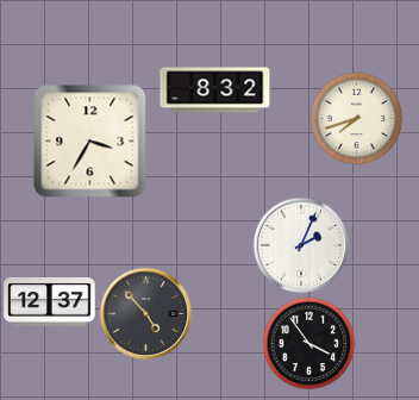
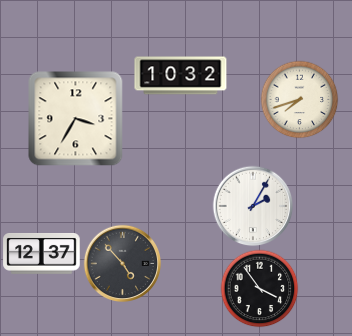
clock at (215, 90): 8:32 -> 10:32
clock at (301, 245): 2:04 -> 2:05
